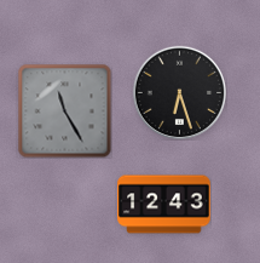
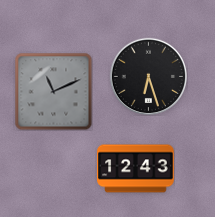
clock at (64, 110): 11:25 -> 11:11
